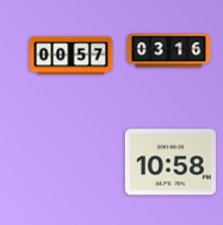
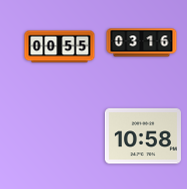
clock at (72, 56): 00:57 -> 00:55
